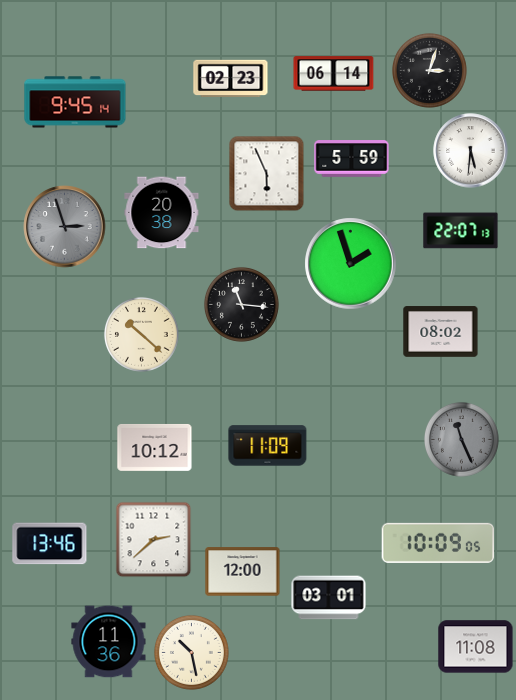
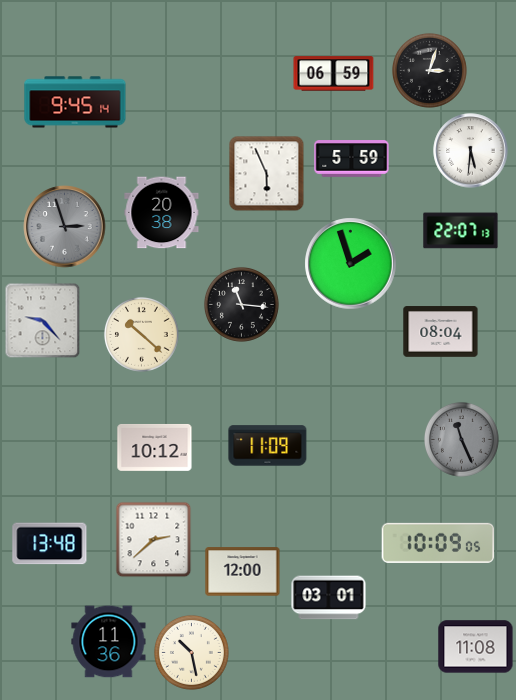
clock at (334, 74): 06:14 -> 06:59
clock at (231, 79): 02:23 -> none
clock at (43, 321): none -> 9:23
clock at (441, 332): 08:02 -> 08:04
clock at (50, 544): 13:46 -> 13:48
